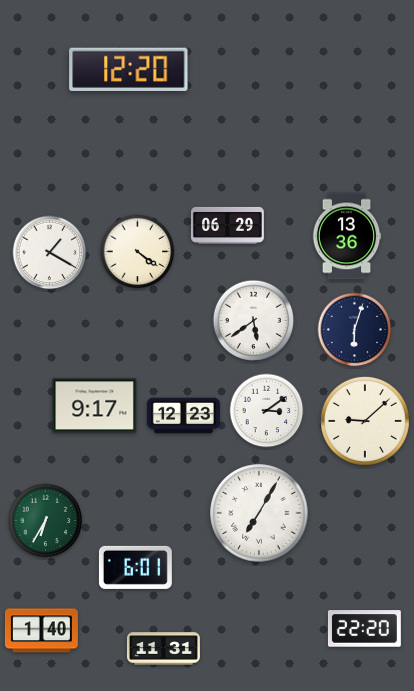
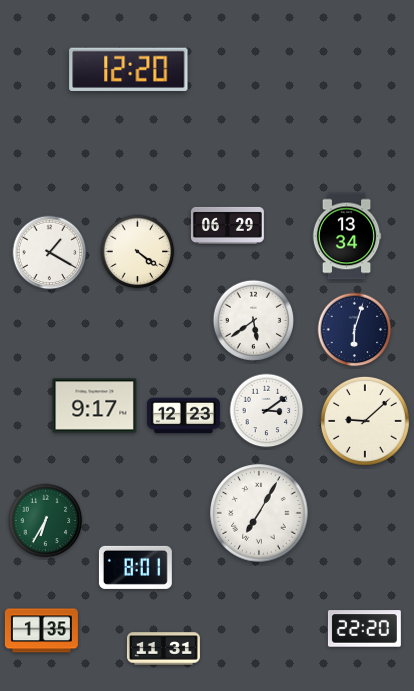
clock at (347, 236): 13:36 -> 13:34
clock at (135, 567): 6:01 -> 8:01
clock at (41, 631): 1:40 -> 1:35
